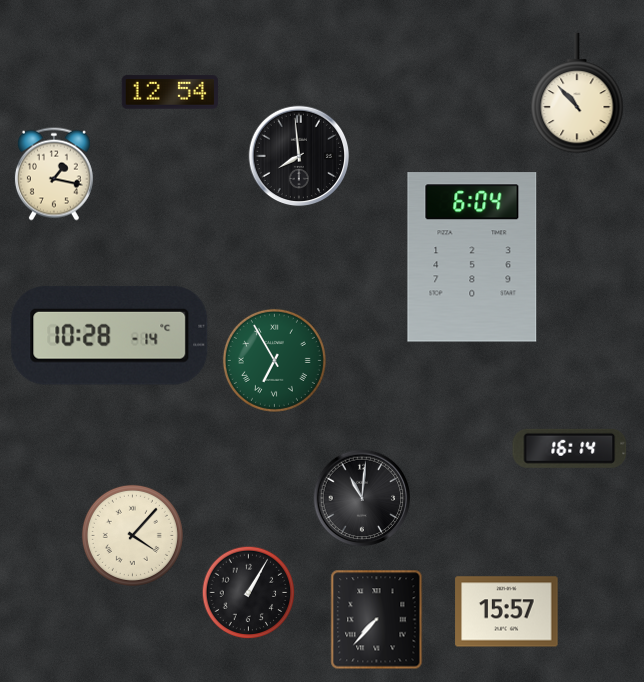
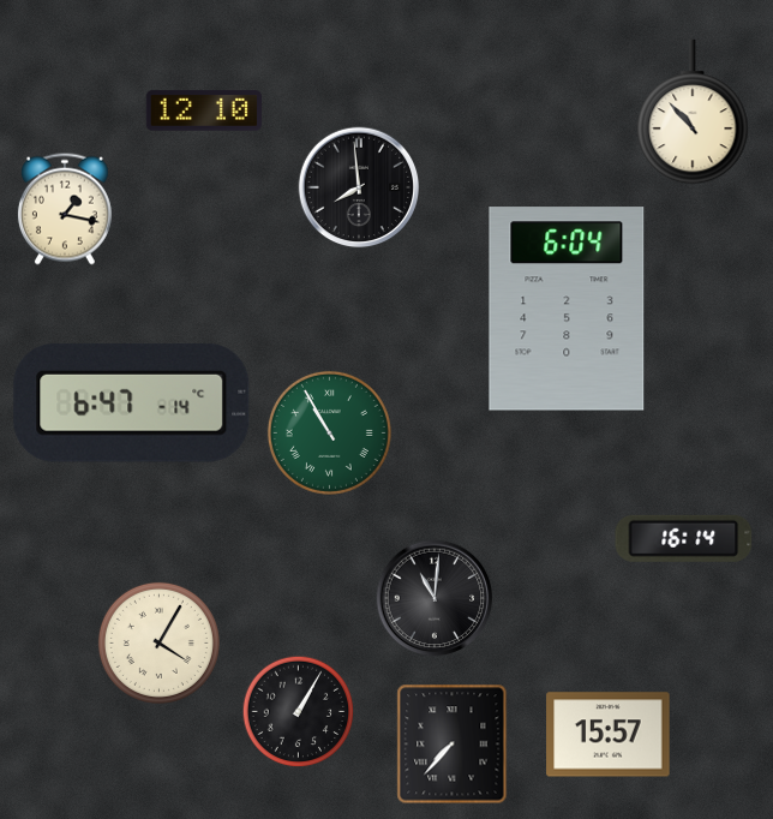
clock at (170, 92): 12:54 -> 12:10
clock at (110, 335): 10:28 -> 6:47
clock at (274, 360): 6:55 -> 10:55
clock at (132, 535): 4:07 -> 4:05
